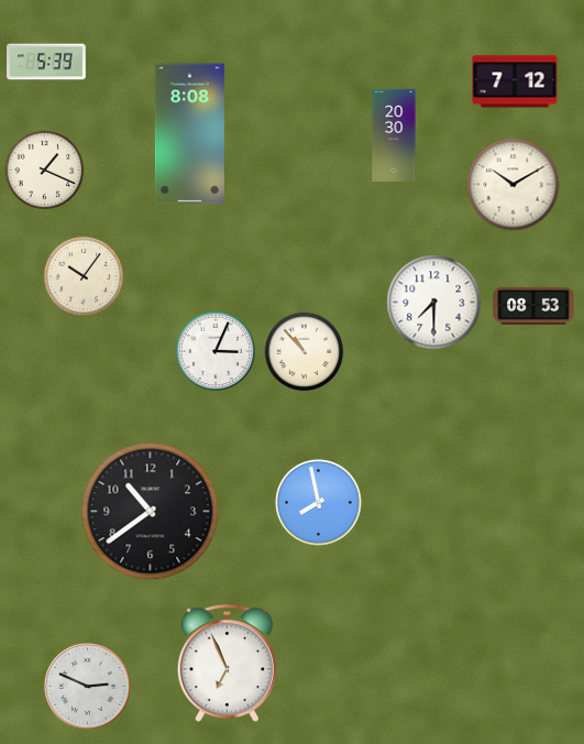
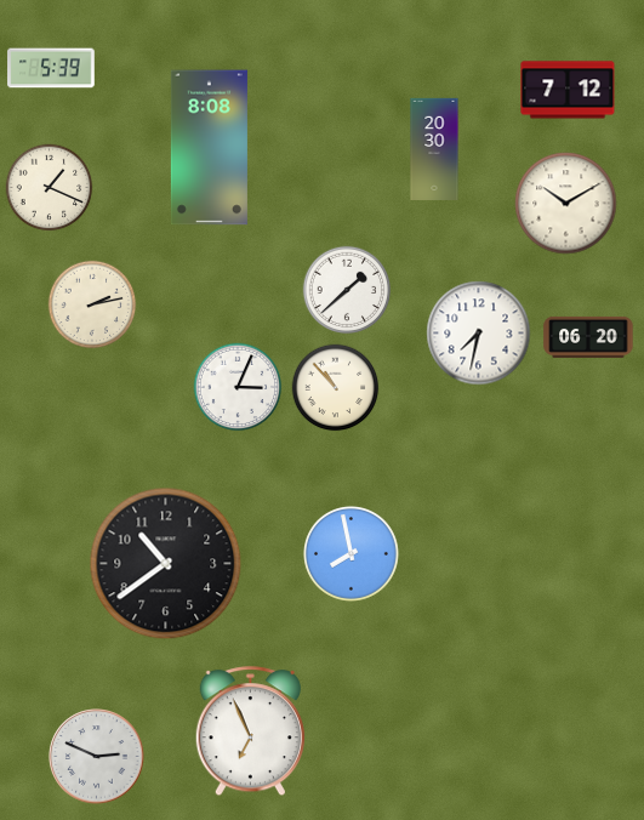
clock at (347, 290): none -> 1:38
clock at (84, 276): 10:06 -> 2:13
clock at (434, 303): 7:30 -> 7:32
clock at (533, 306): 08:53 -> 06:20
